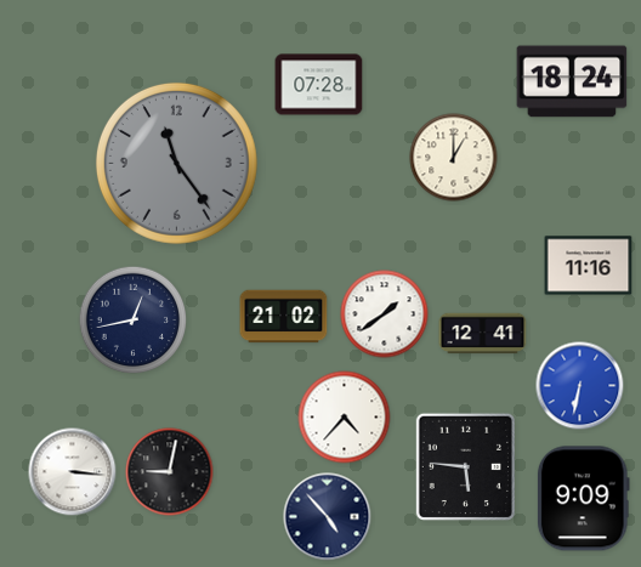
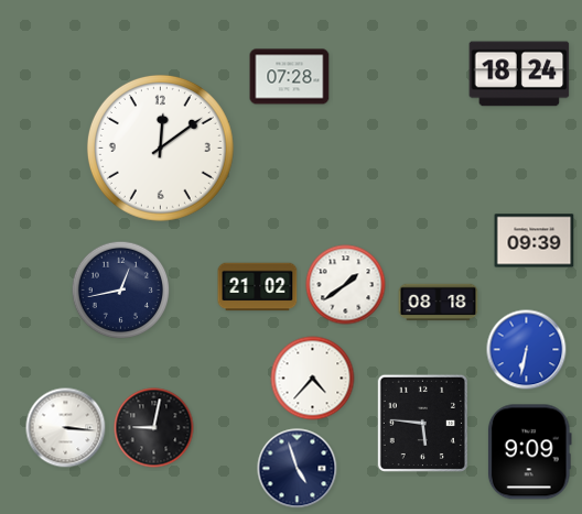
clock at (454, 158): 1:00 -> none
clock at (176, 163): 11:24 -> 12:09
clock at (176, 163) dial: grey -> white
clock at (589, 266): 11:16 -> 09:39
clock at (385, 314) position: (385, 314) -> (346, 285)
clock at (483, 334): 12:41 -> 08:18
clock at (328, 517): 4:53 -> 4:57
